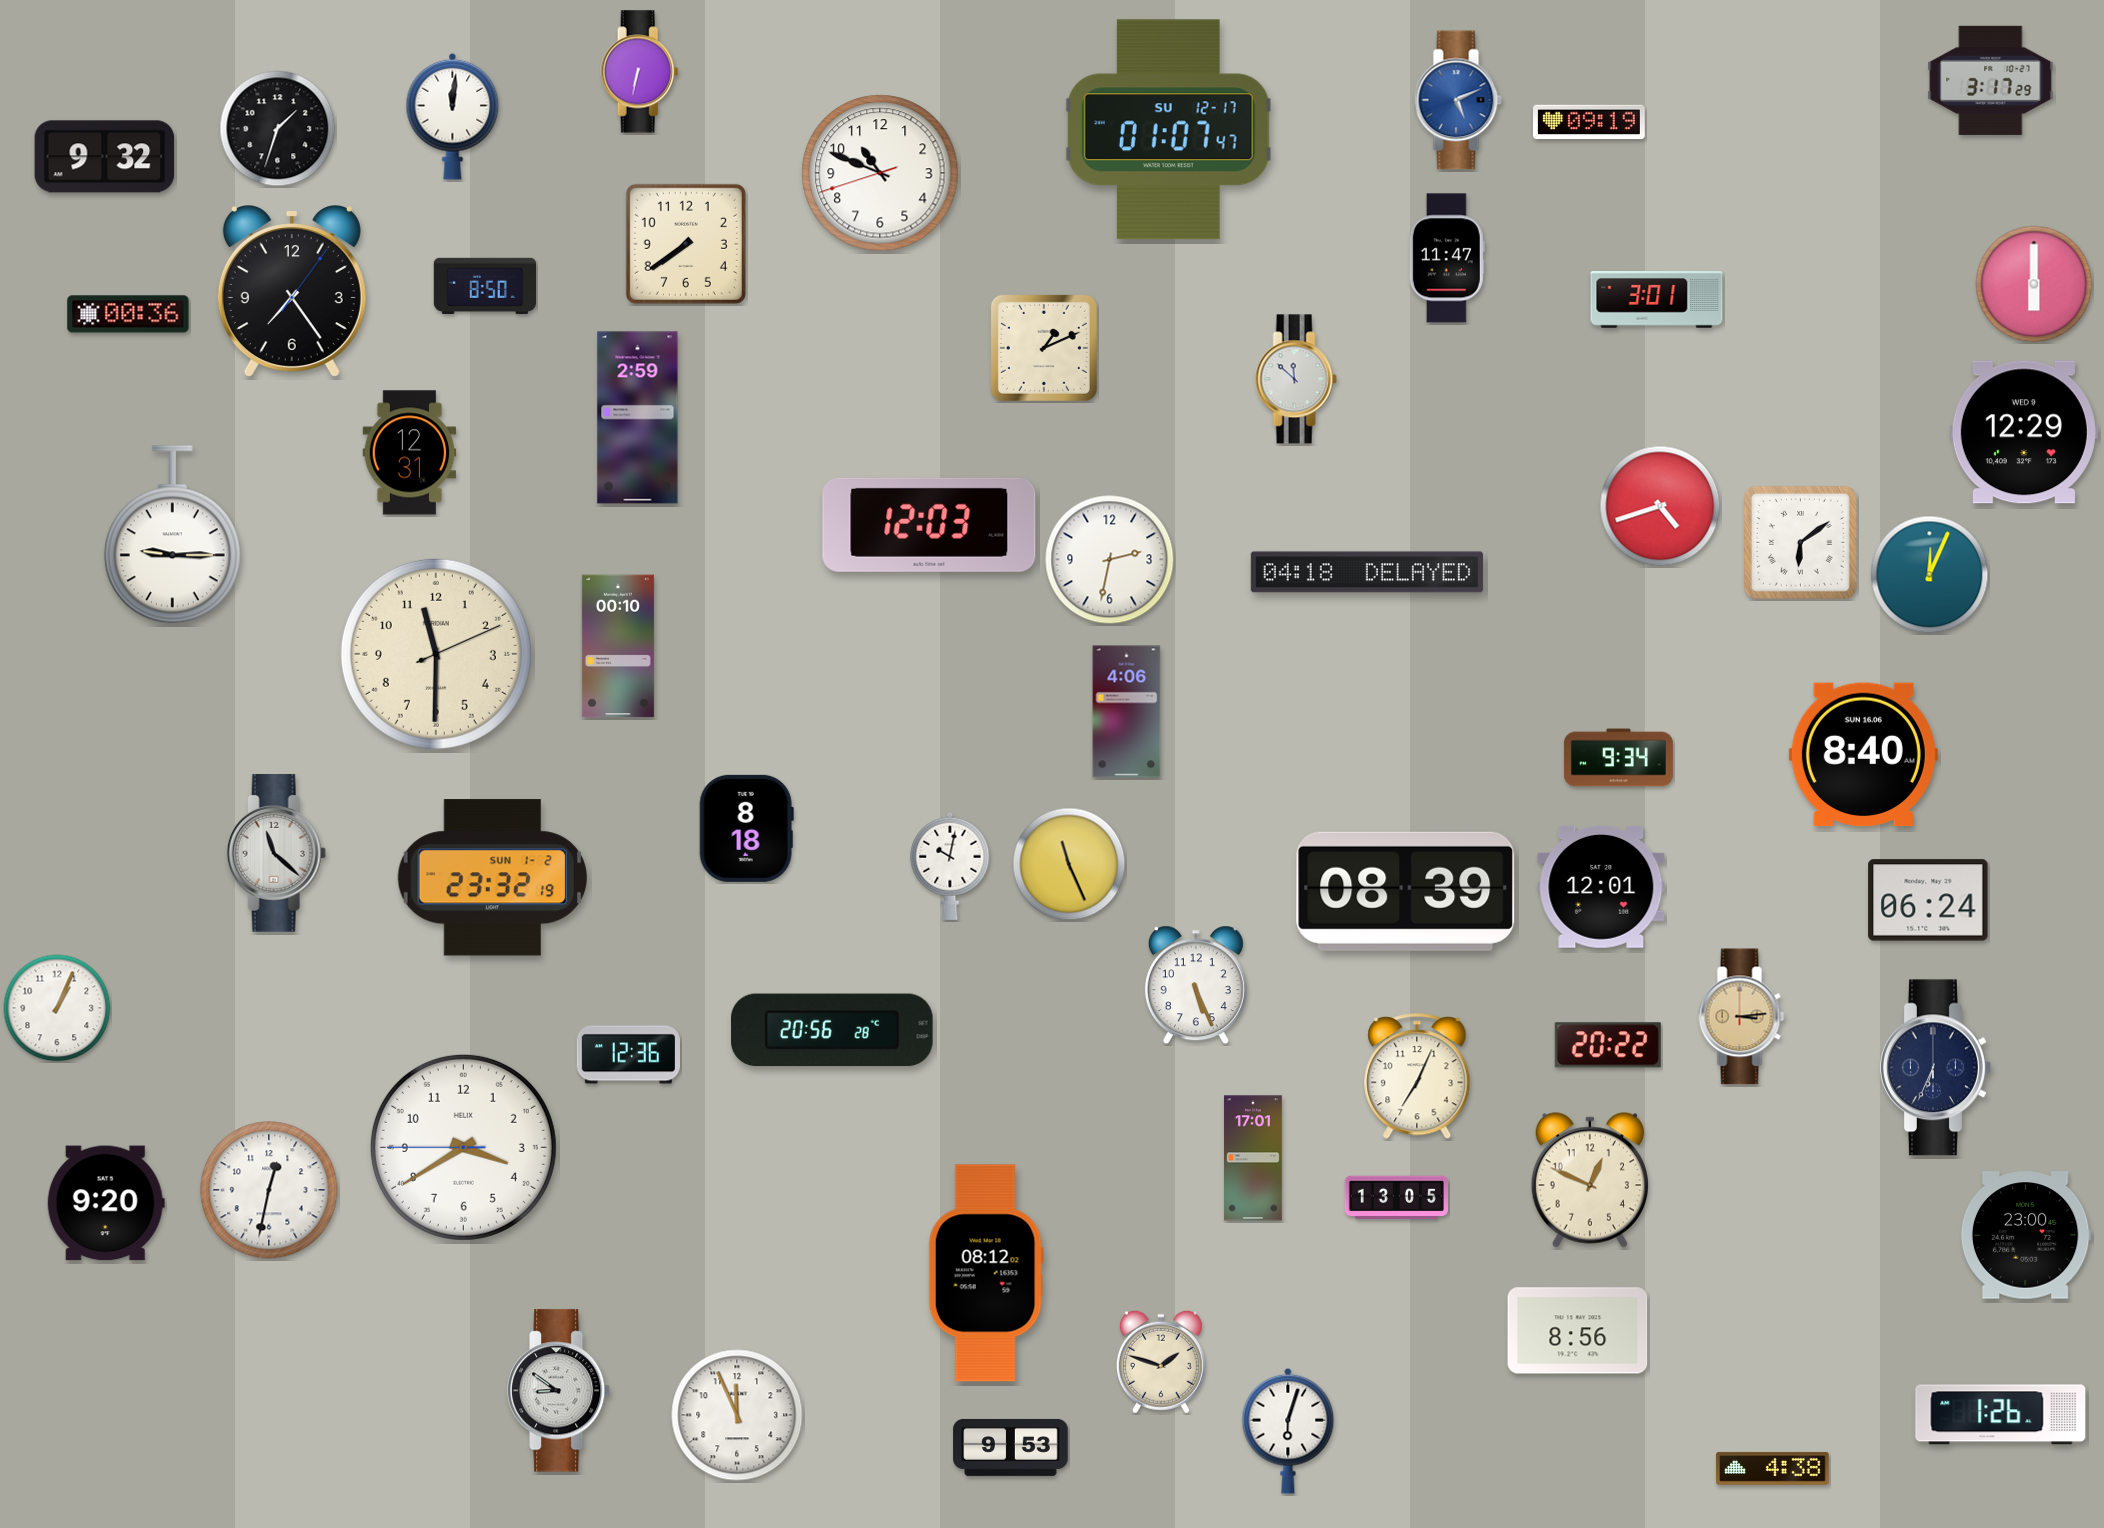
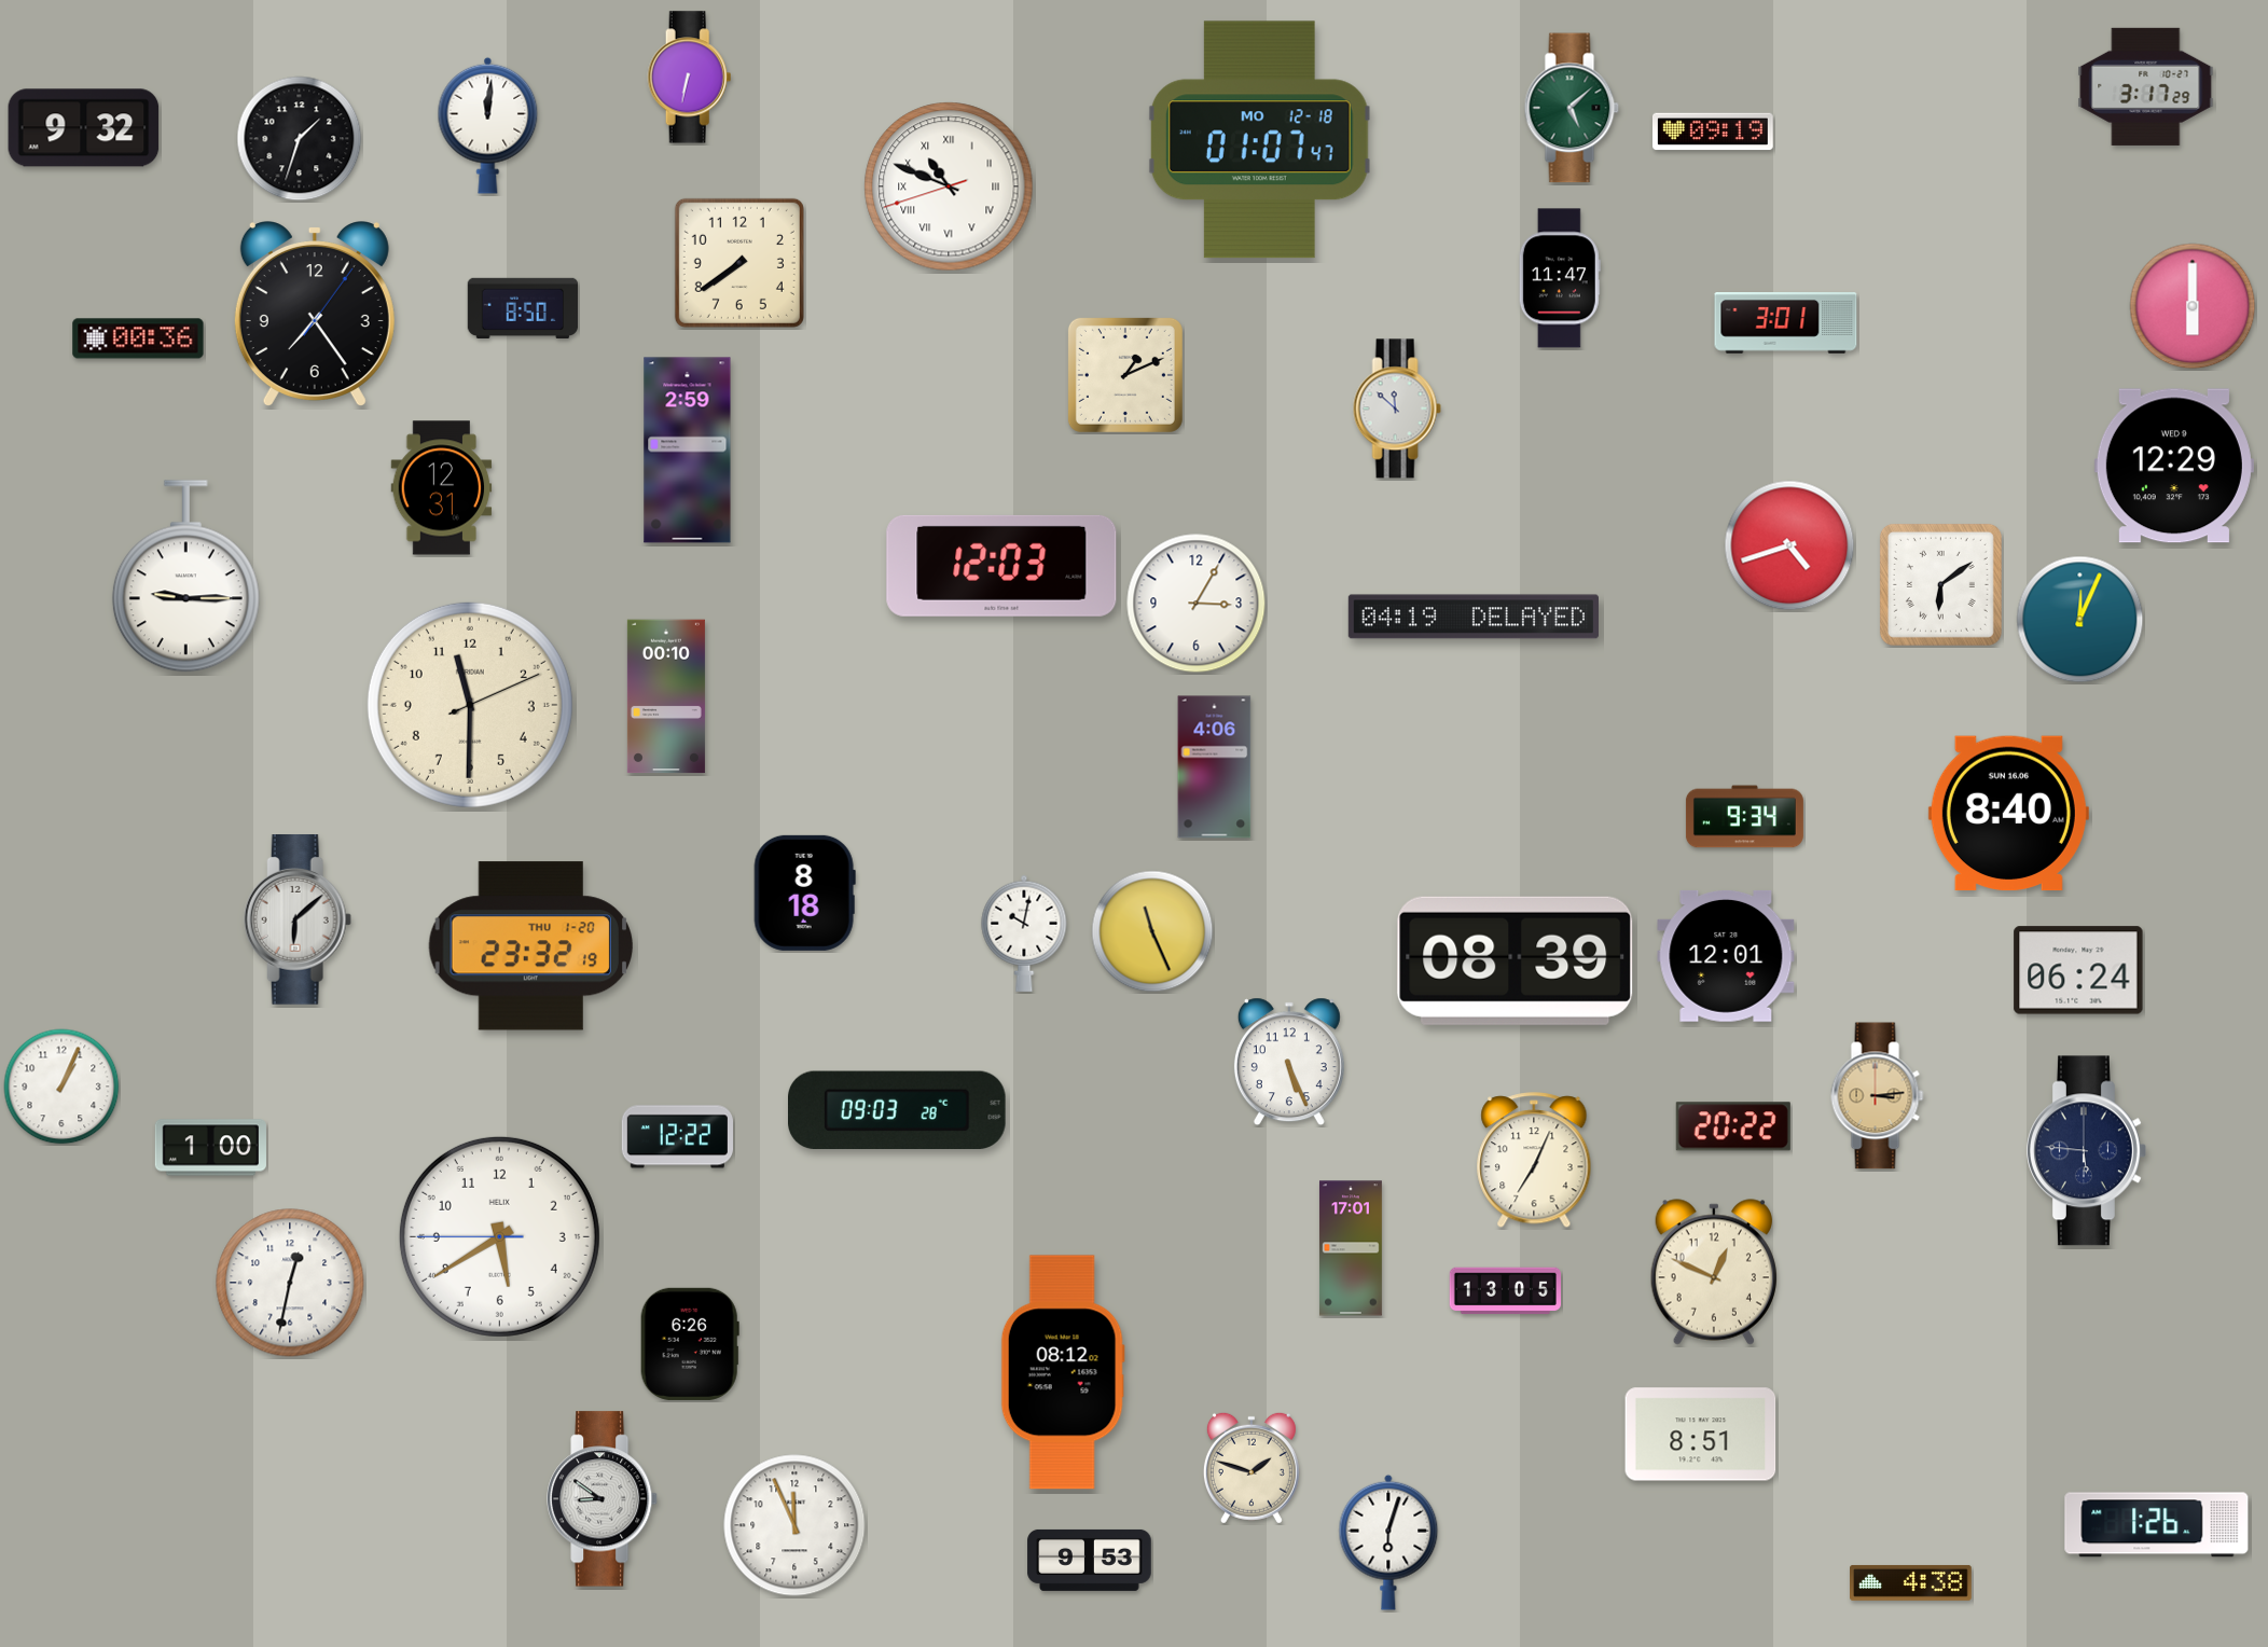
clock at (1458, 100): 5:11 -> 5:08
clock at (1458, 100) dial: blue -> green
clock at (1168, 130) date: SU 12-17 -> MO 12-18
clock at (105, 157) position: (105, 157) -> (84, 128)
clock at (880, 173) numerals: Arabic -> Roman
clock at (2024, 432) position: (2024, 432) -> (2174, 466)
clock at (1110, 560): 2:32 -> 3:05
clock at (1367, 572): 04:18 -> 04:19
clock at (276, 853): 11:22 -> 6:08
clock at (492, 878) date: SUN 1-2 -> THU 1-20
clock at (833, 1030): 20:56 -> 09:03
clock at (628, 1055): 12:36 -> 12:22
clock at (210, 1148): none -> 1:00
clock at (1935, 1068): 6:34 -> 5:46
clock at (1417, 1077) position: (1417, 1077) -> (1534, 1161)
clock at (463, 1147): 3:39 -> 5:39
clock at (106, 1203): 9:20 -> none
clock at (2026, 1235): 23:00 -> none
clock at (690, 1344): none -> 6:26
clock at (1578, 1331): 8:56 -> 8:51
